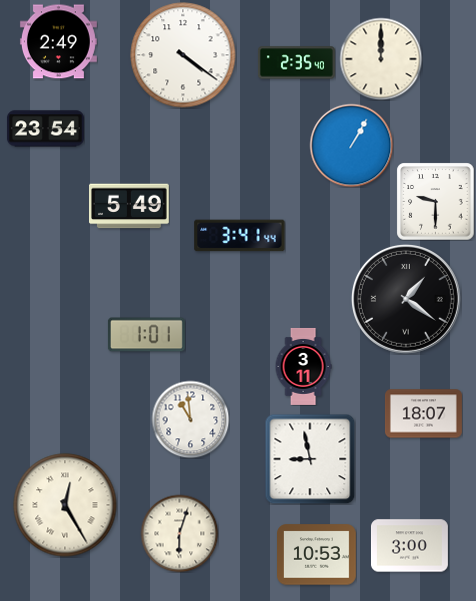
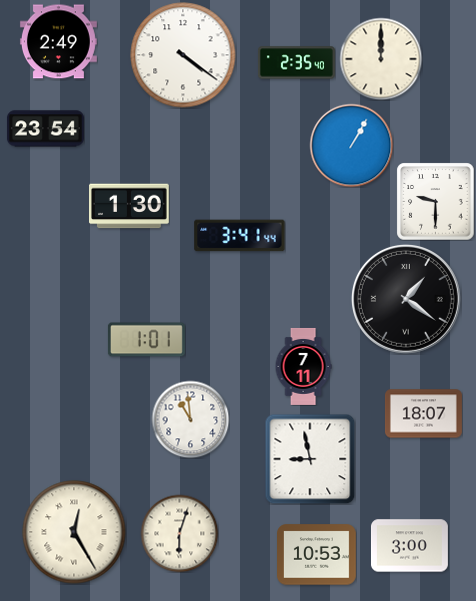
clock at (130, 206): 5:49 -> 1:30
clock at (146, 335) position: (146, 335) -> (146, 340)
clock at (303, 366): 3:11 -> 7:11
clock at (65, 505) position: (65, 505) -> (74, 532)
